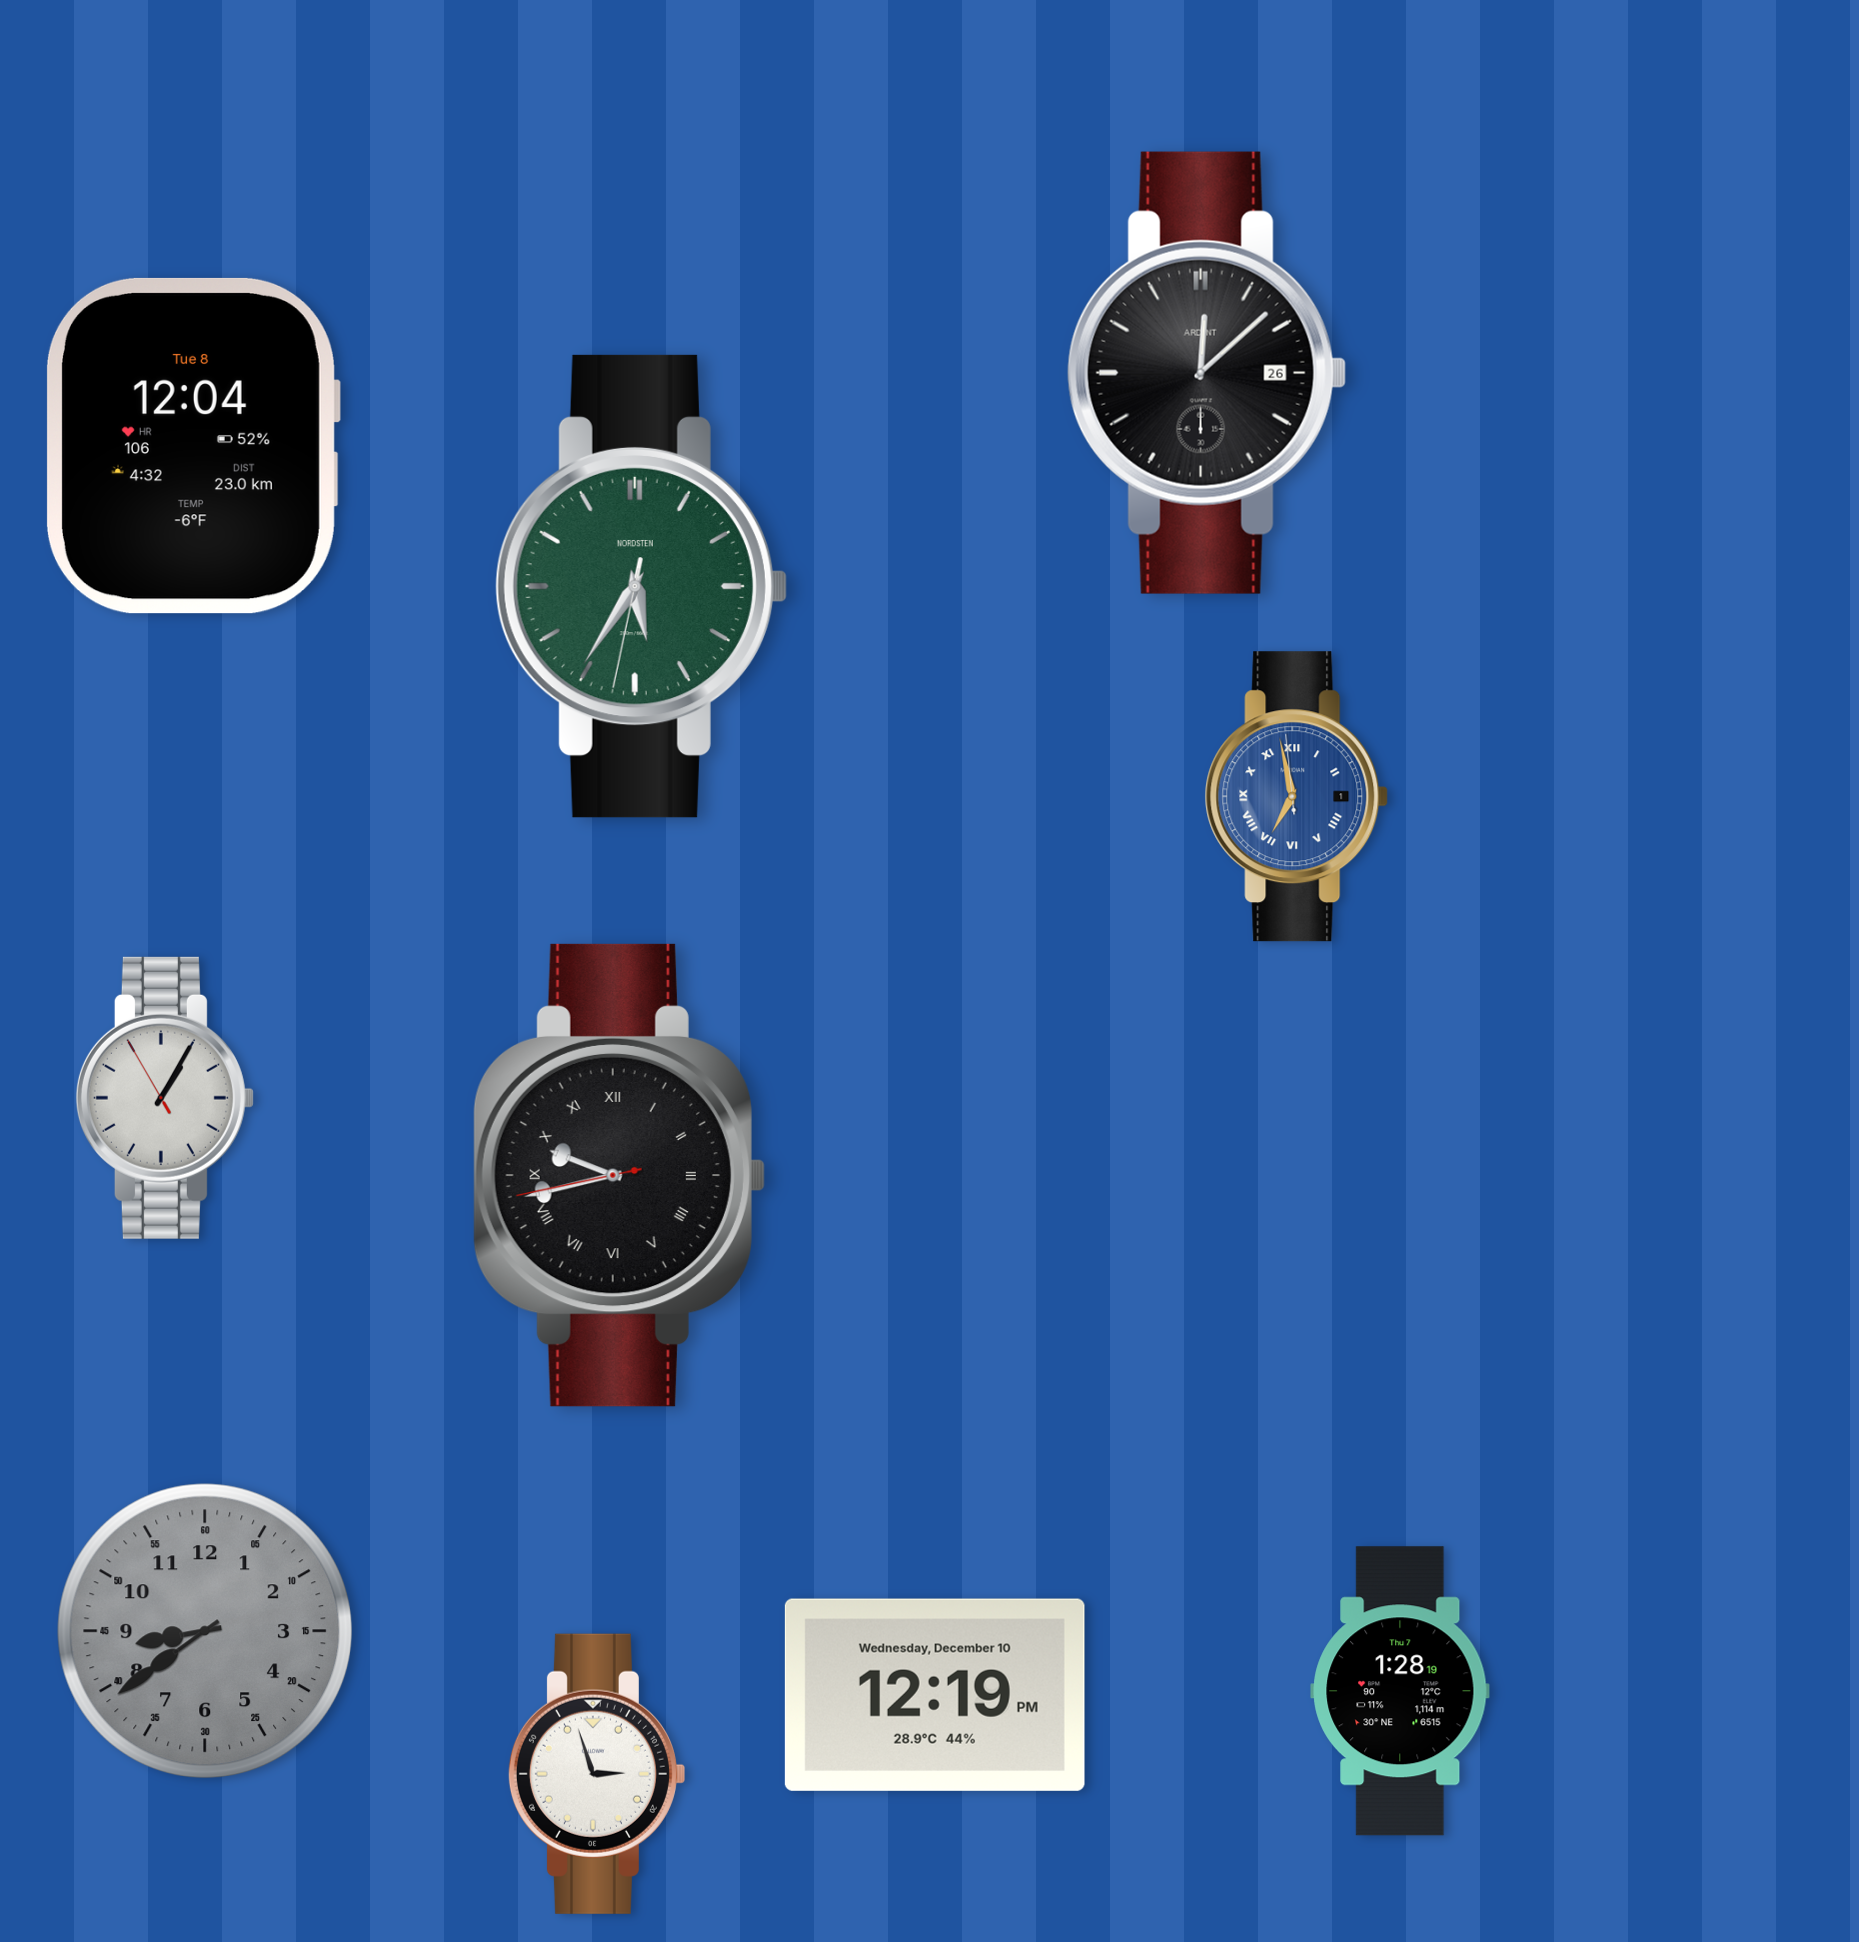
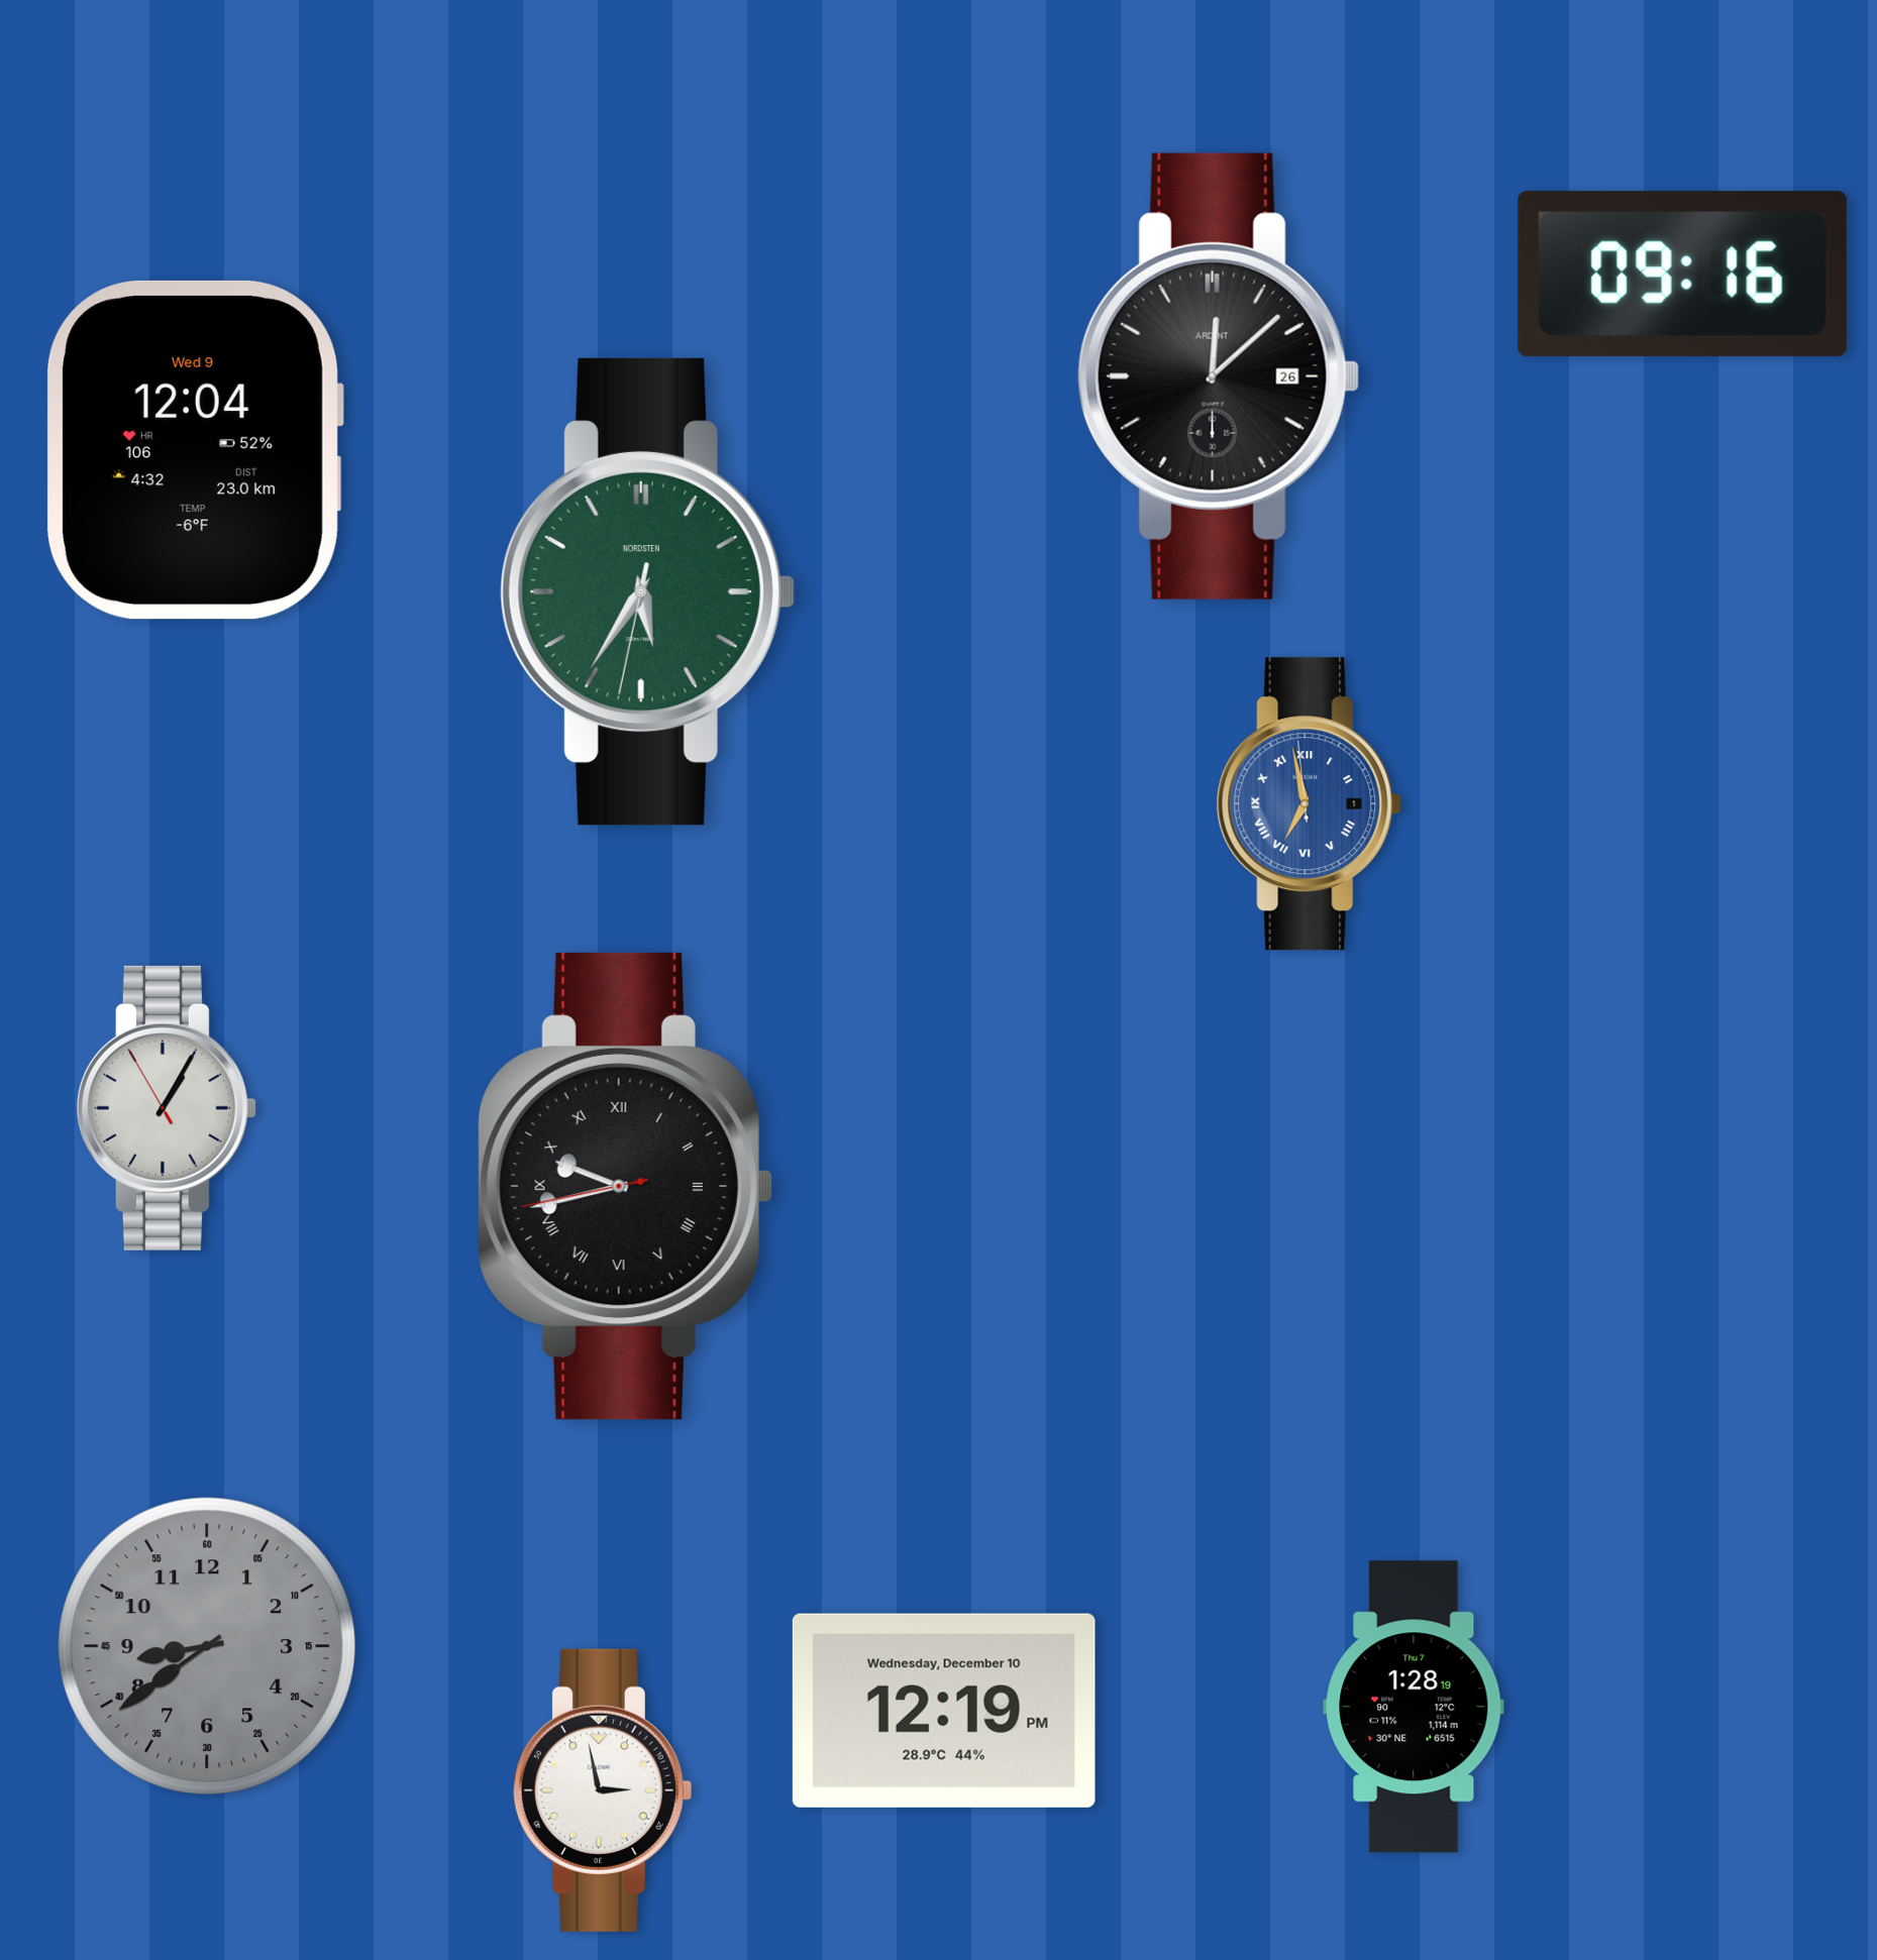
clock at (1682, 274): none -> 09:16
clock at (192, 446) date: Tue 8 -> Wed 9
clock at (596, 1774): 2:57 -> 2:58
